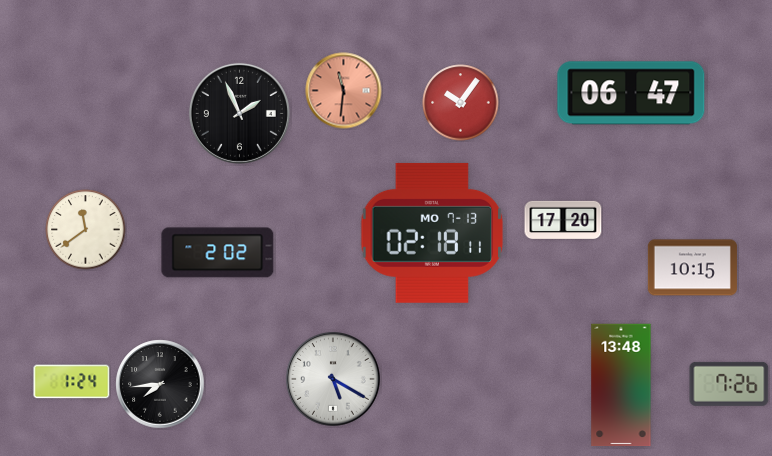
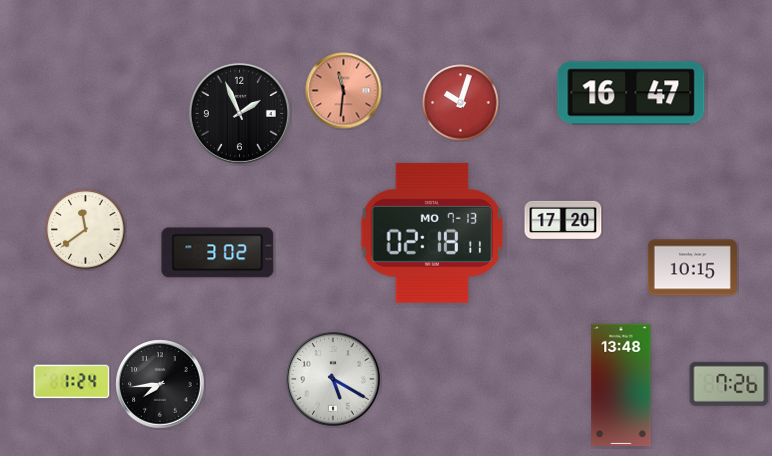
clock at (631, 93): 06:47 -> 16:47
clock at (461, 103): 10:06 -> 10:03
clock at (218, 253): 2:02 -> 3:02
